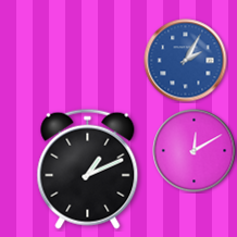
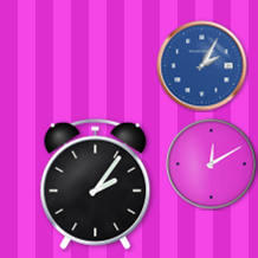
clock at (88, 169): 1:11 -> 2:06
